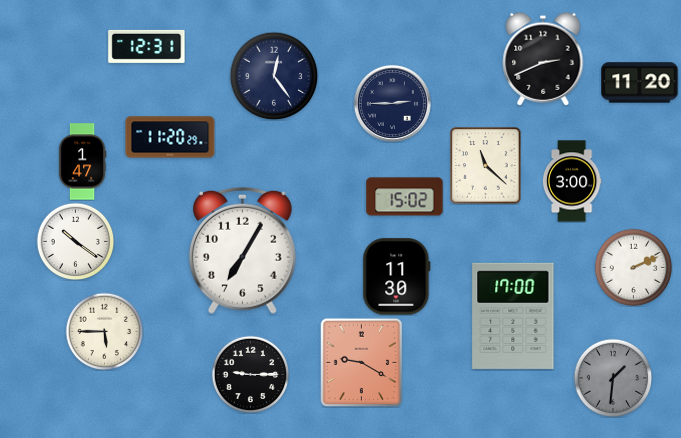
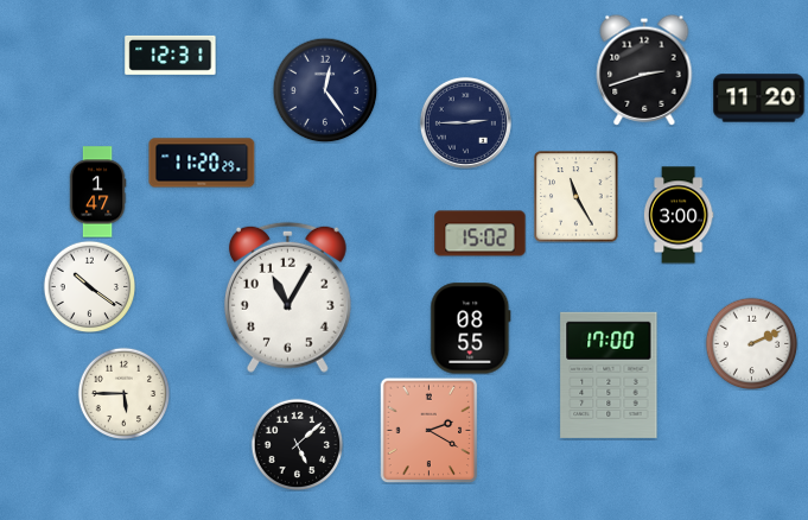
clock at (147, 46) position: (147, 46) -> (171, 55)
clock at (543, 59): 2:41 -> 2:42
clock at (486, 166): 11:22 -> 11:25
clock at (242, 250): 7:05 -> 11:05
clock at (633, 267) position: (633, 267) -> (751, 343)
clock at (397, 277): 11:30 -> 08:55
clock at (362, 362): 9:20 -> 2:20
clock at (250, 374): 9:15 -> 5:08
clock at (613, 378): 1:31 -> none
